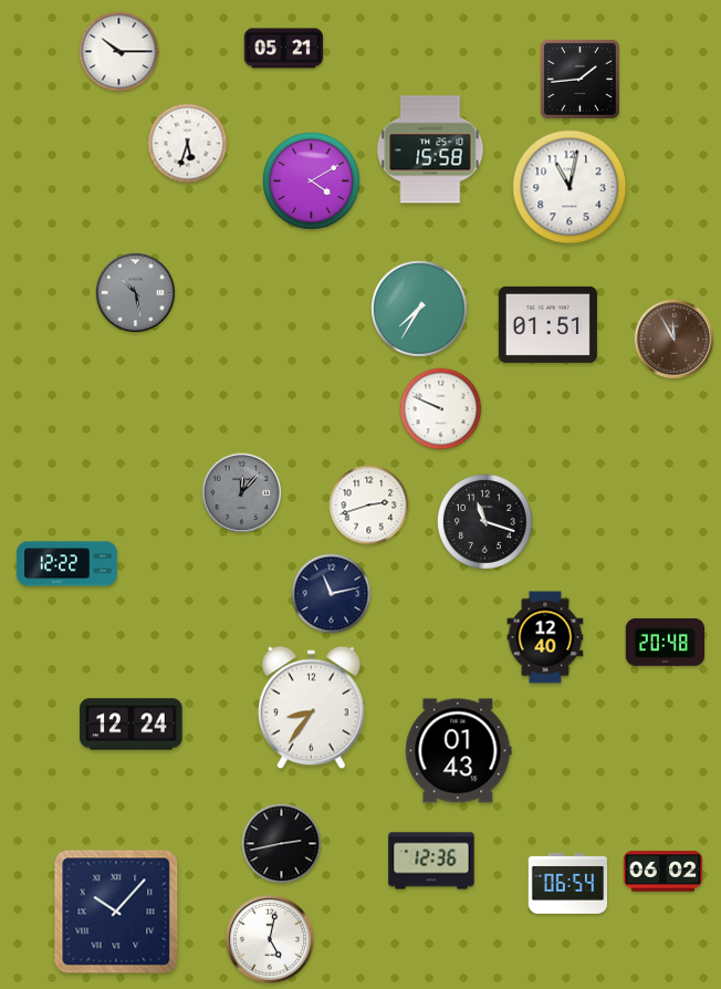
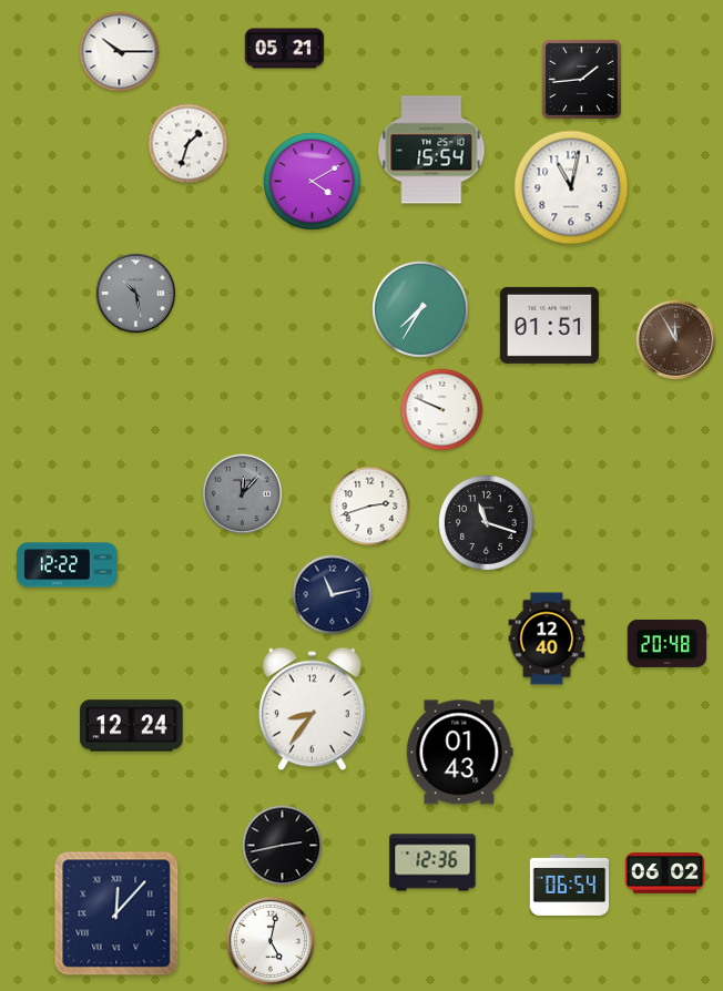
clock at (188, 144): 5:33 -> 1:33
clock at (430, 149): 15:58 -> 15:54
clock at (116, 912): 10:07 -> 12:07
